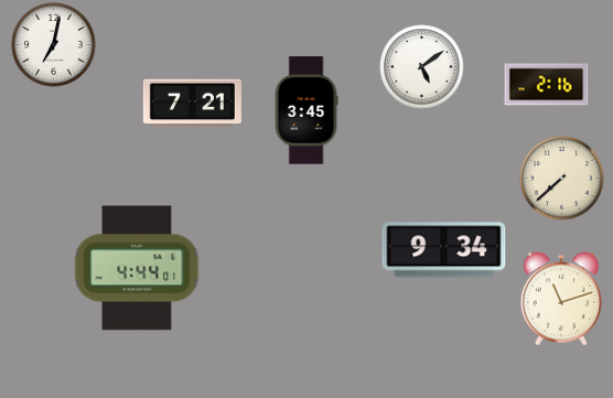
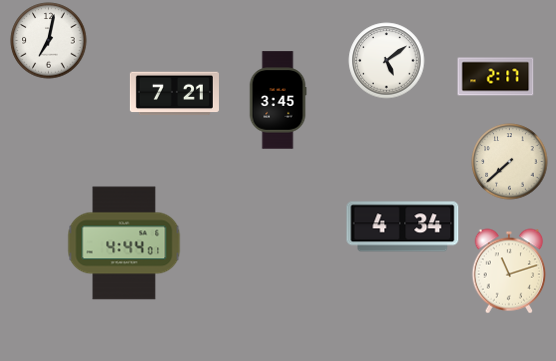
clock at (422, 67) position: (422, 67) -> (387, 61)
clock at (547, 85): 2:16 -> 2:17
clock at (444, 250): 9:34 -> 4:34
